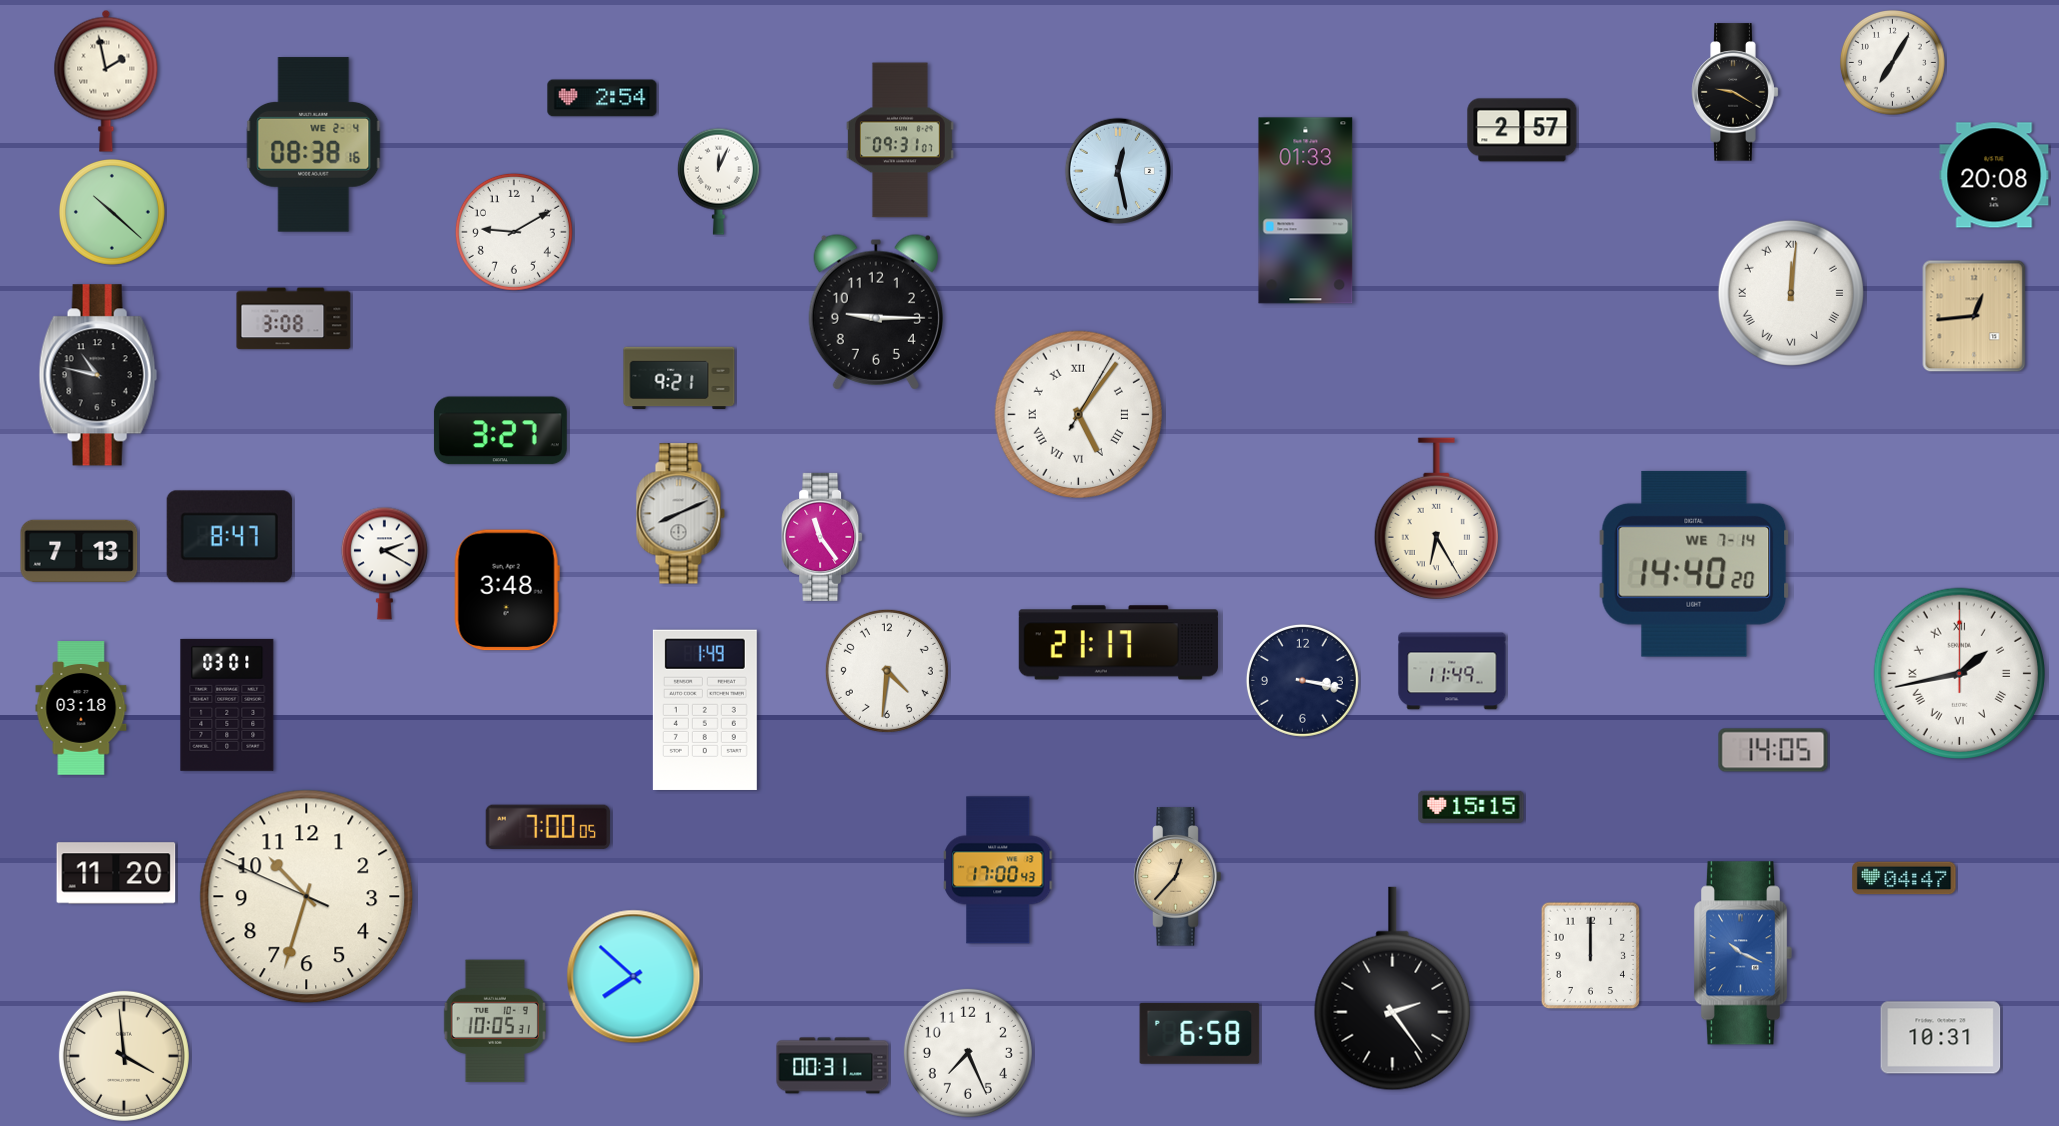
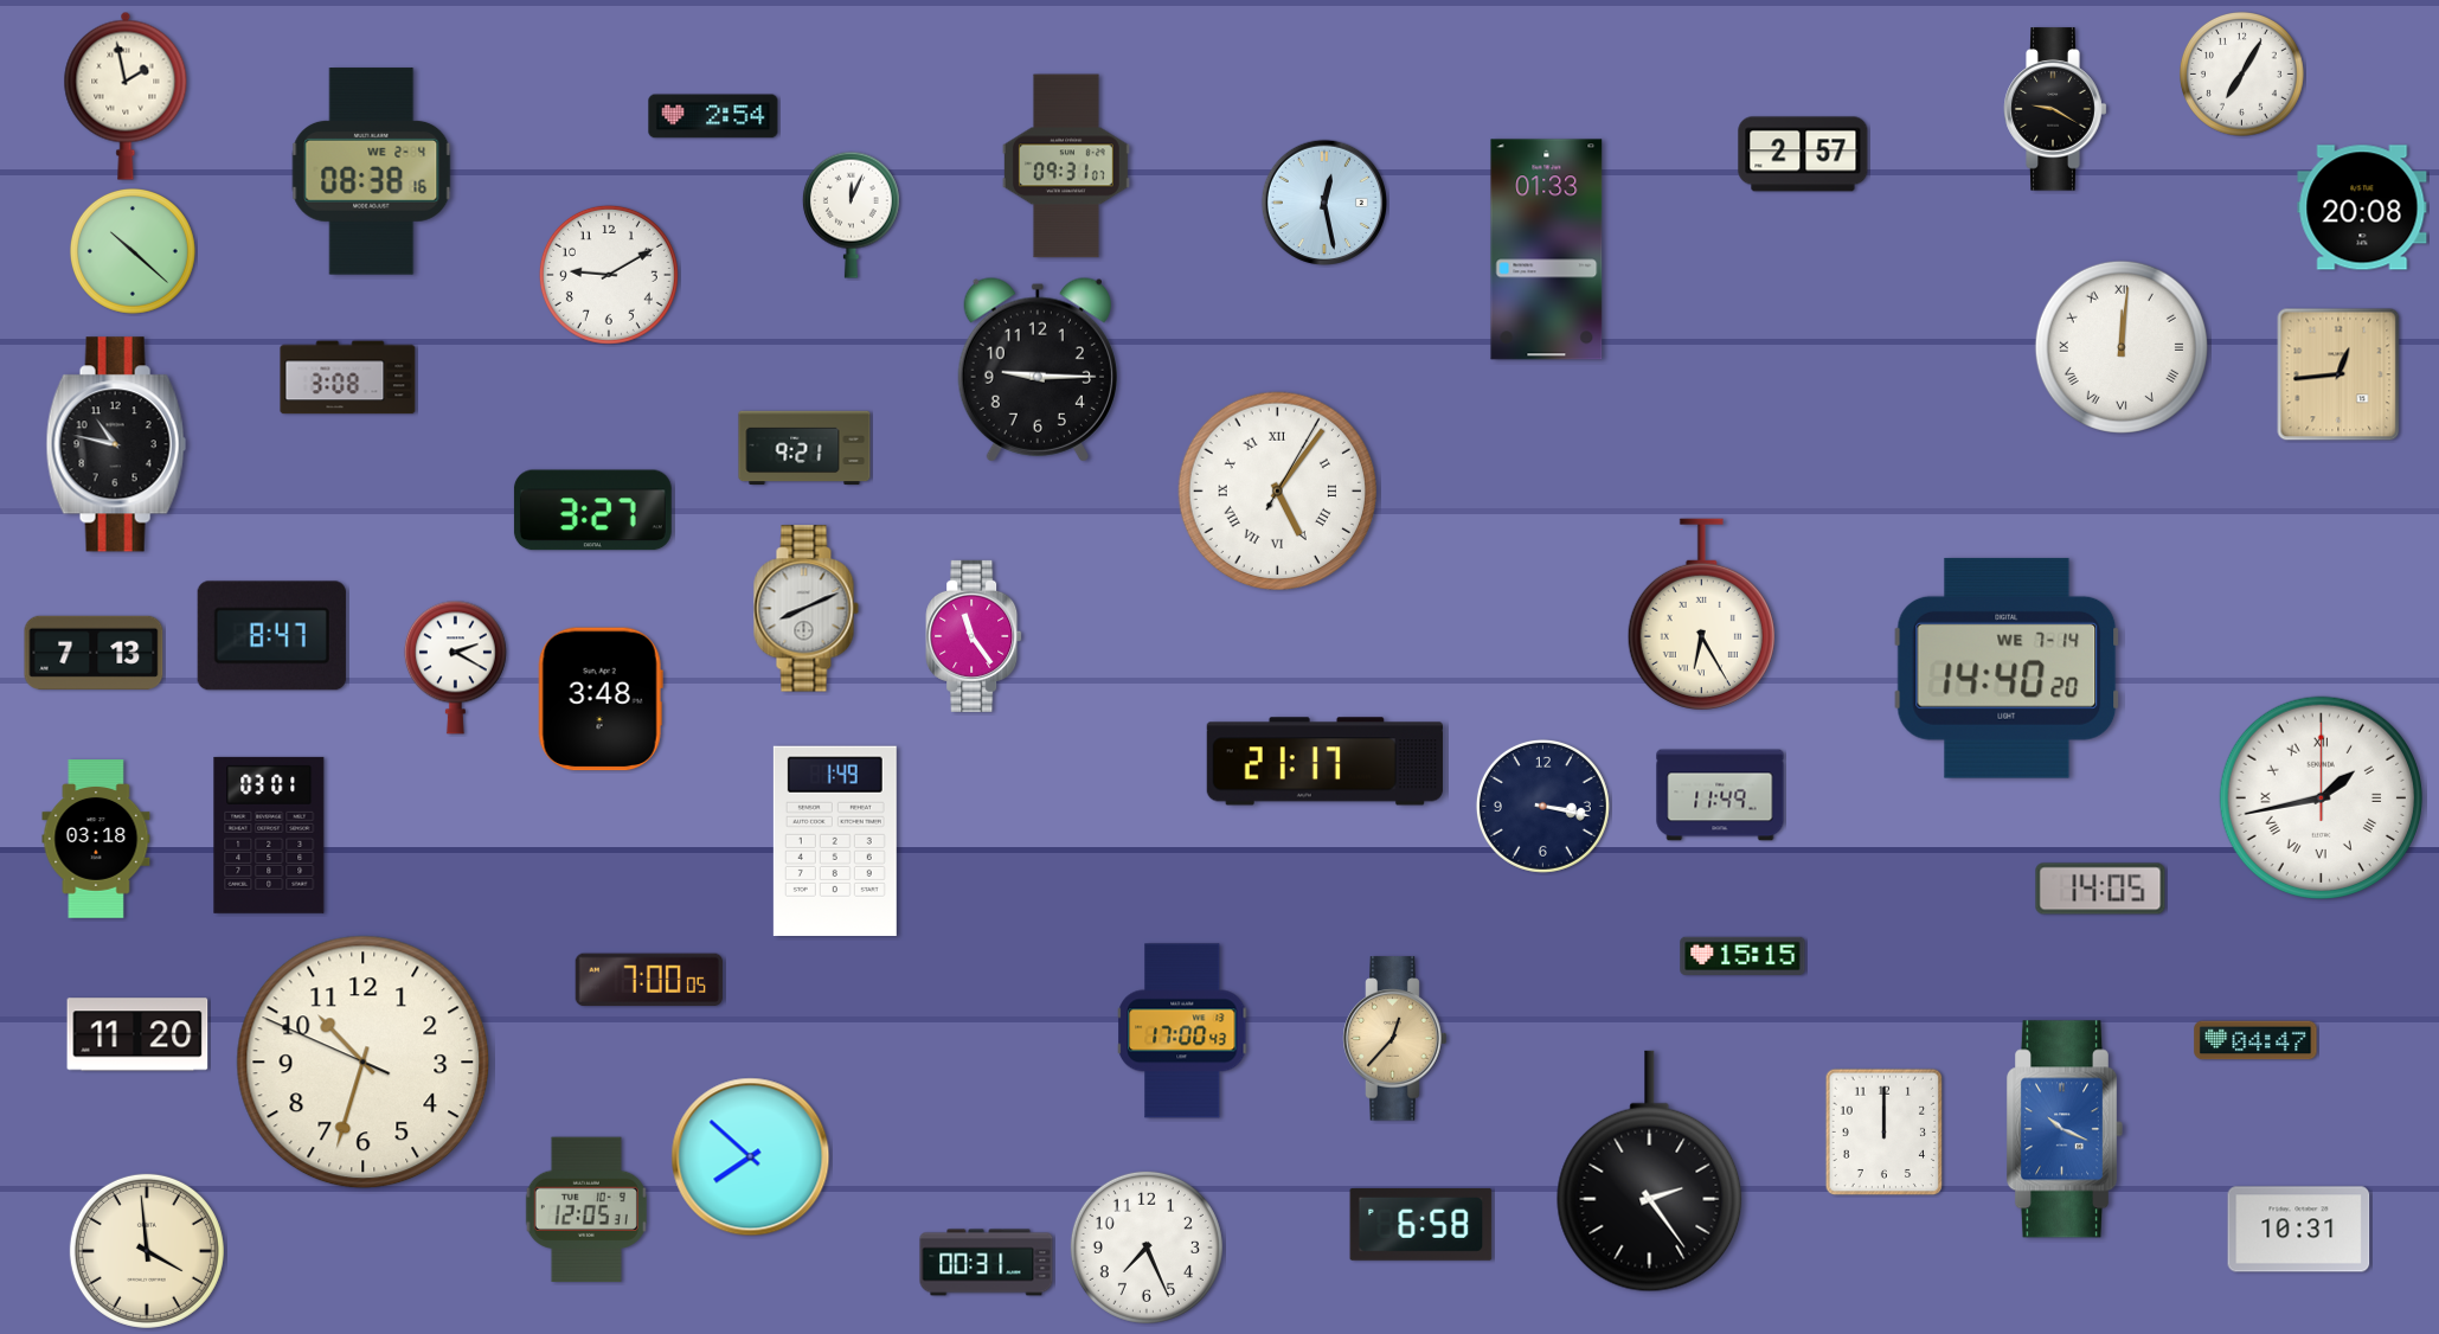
clock at (887, 671): 4:31 -> none
clock at (495, 1021): 10:05 -> 12:05
